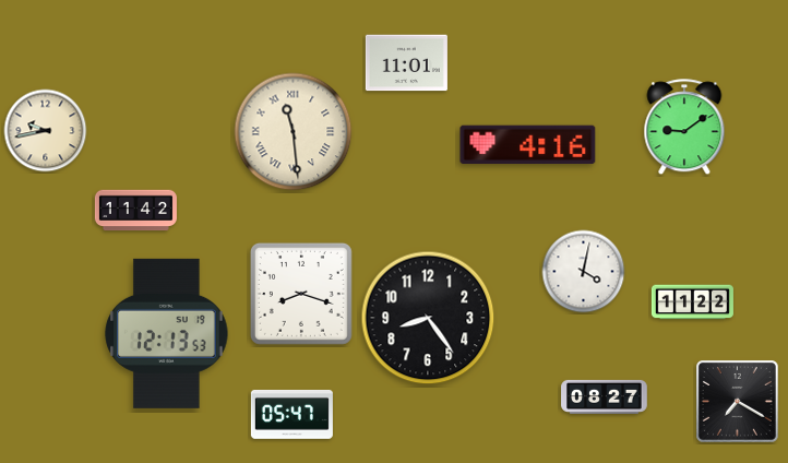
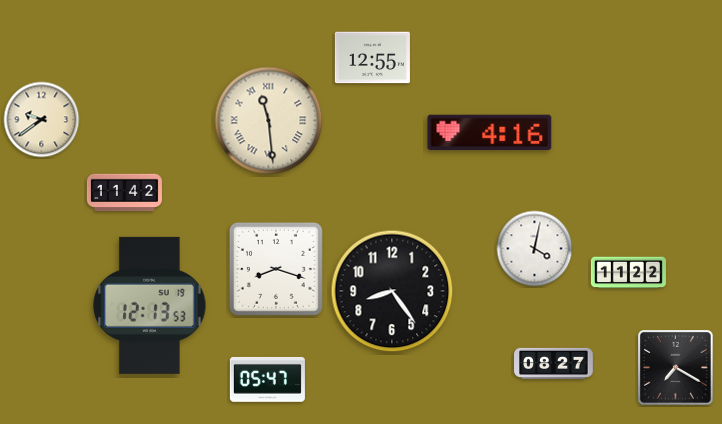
clock at (406, 63): 11:01 -> 12:55
clock at (684, 128): 9:09 -> none
clock at (46, 131): 9:43 -> 9:39
clock at (528, 145) position: (528, 145) -> (490, 133)
clock at (692, 302) position: (692, 302) -> (628, 273)
clock at (167, 333) position: (167, 333) -> (150, 305)
